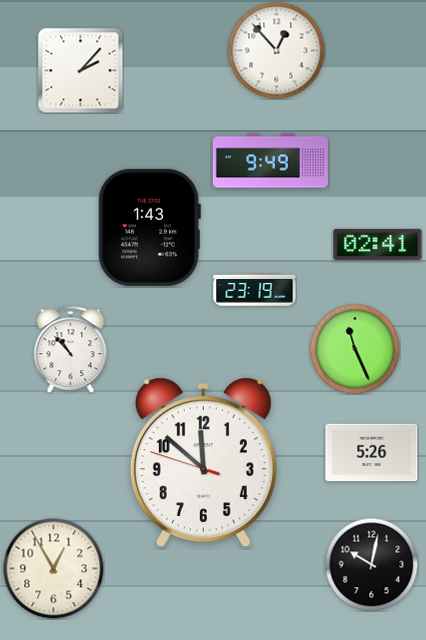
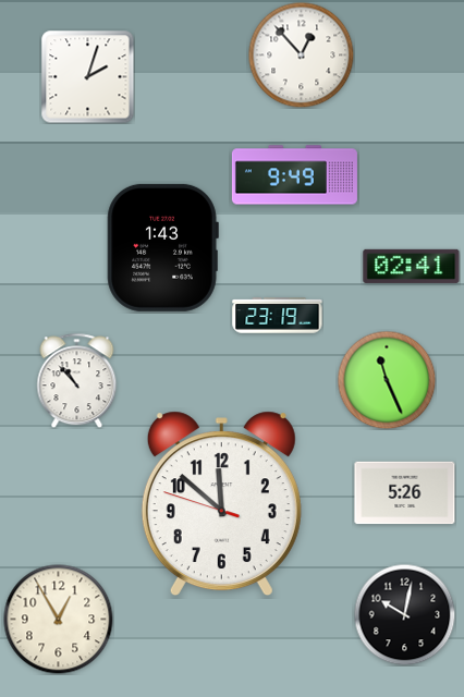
clock at (81, 71): 2:07 -> 2:03
